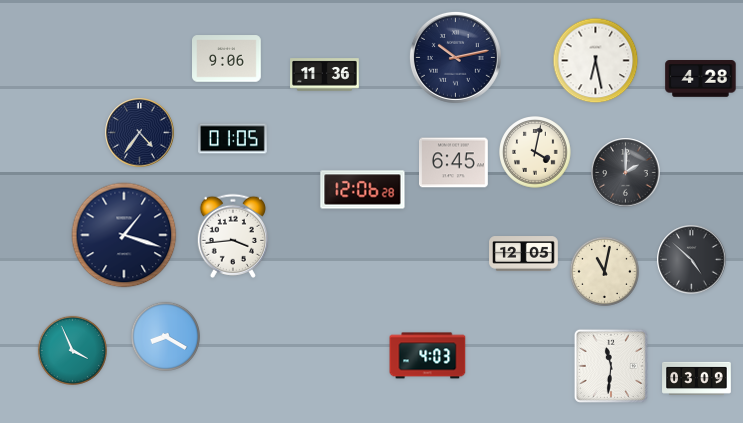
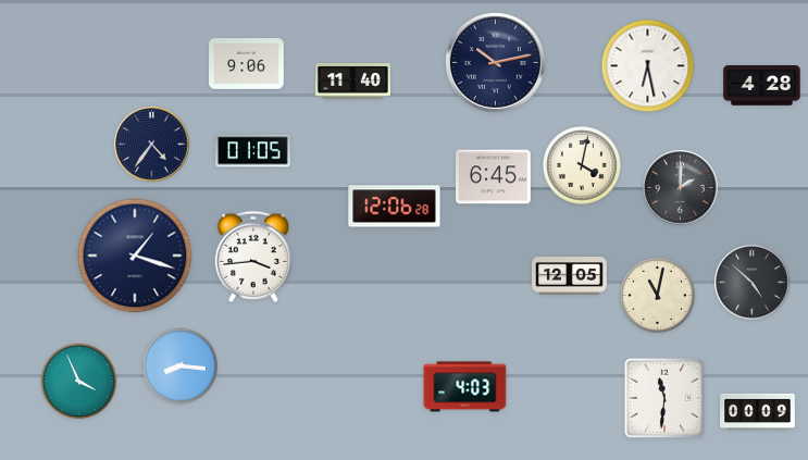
clock at (325, 75): 11:36 -> 11:40
clock at (165, 336): 8:20 -> 8:16
clock at (697, 378): 03:09 -> 00:09
